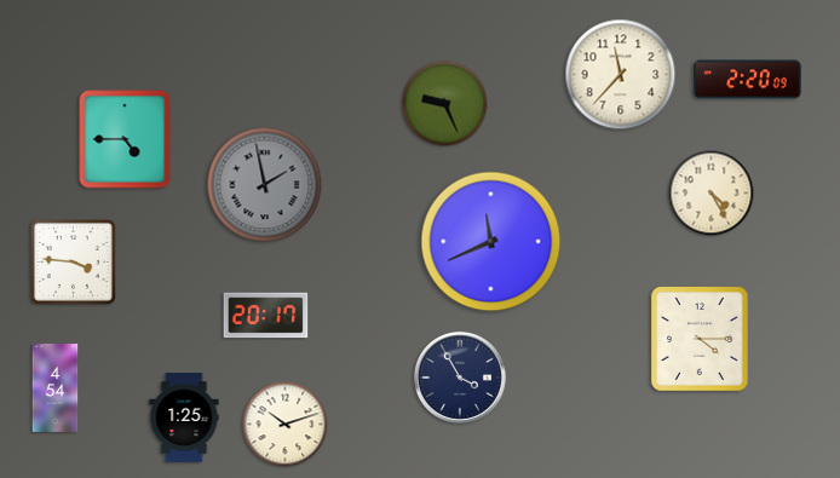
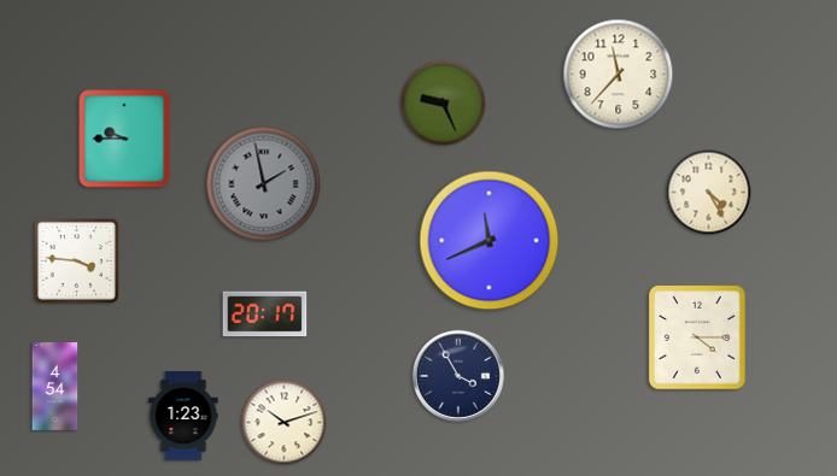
clock at (748, 80): 2:20 -> none
clock at (125, 139): 4:45 -> 9:45
clock at (73, 261) position: (73, 261) -> (76, 260)
clock at (184, 417): 1:25 -> 1:23
